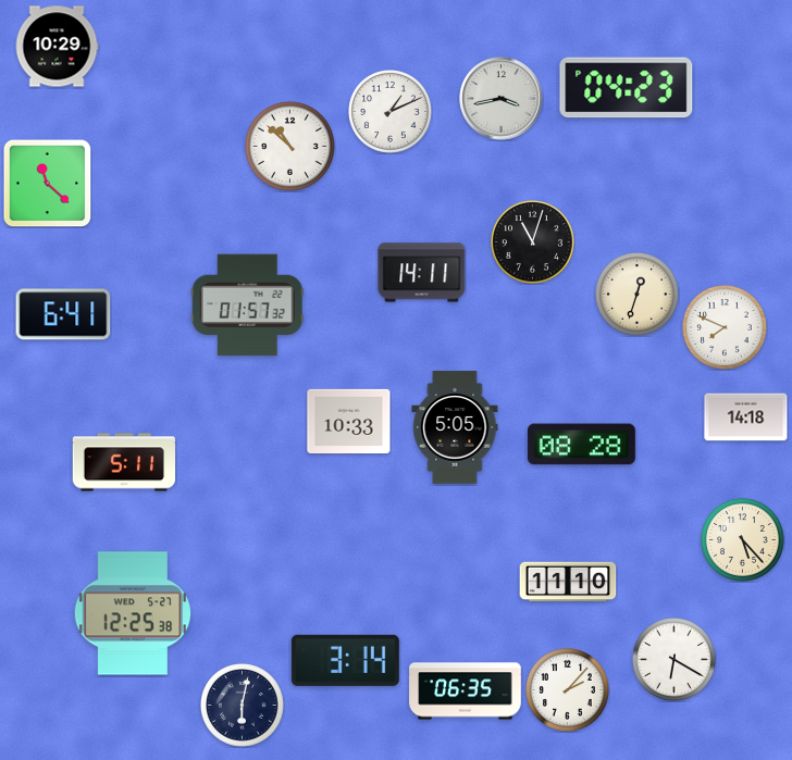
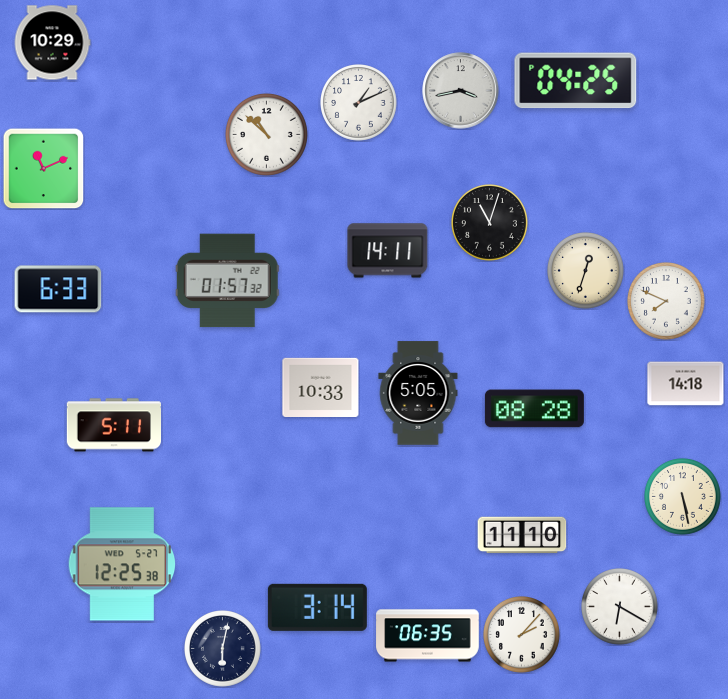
clock at (627, 88): 04:23 -> 04:25
clock at (47, 183): 11:22 -> 11:11
clock at (63, 314): 6:41 -> 6:33
clock at (743, 540): 5:23 -> 5:28
